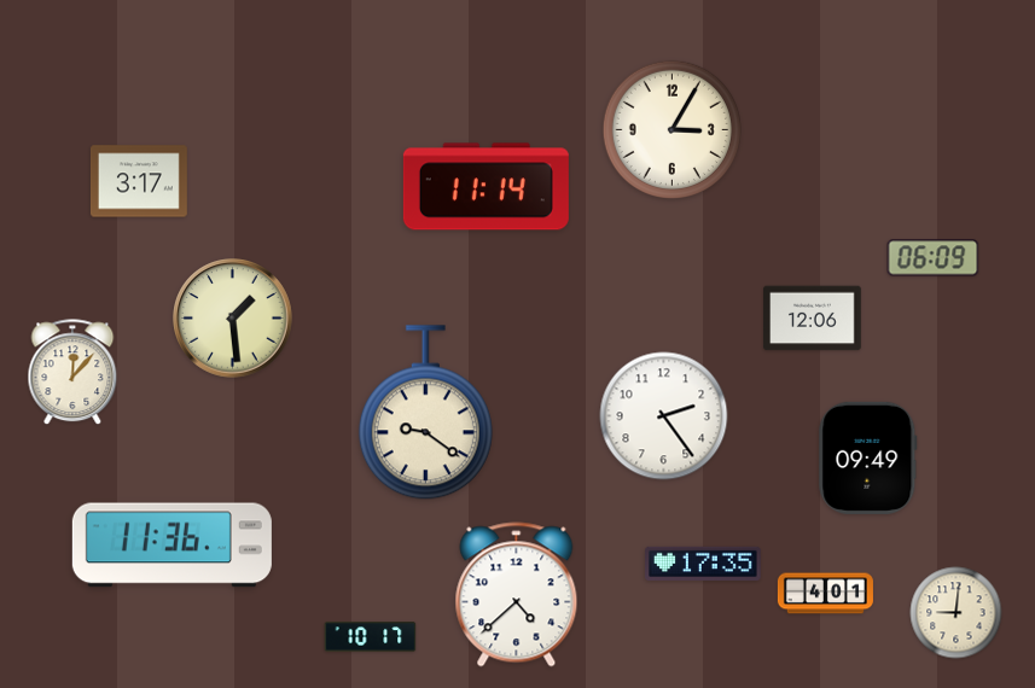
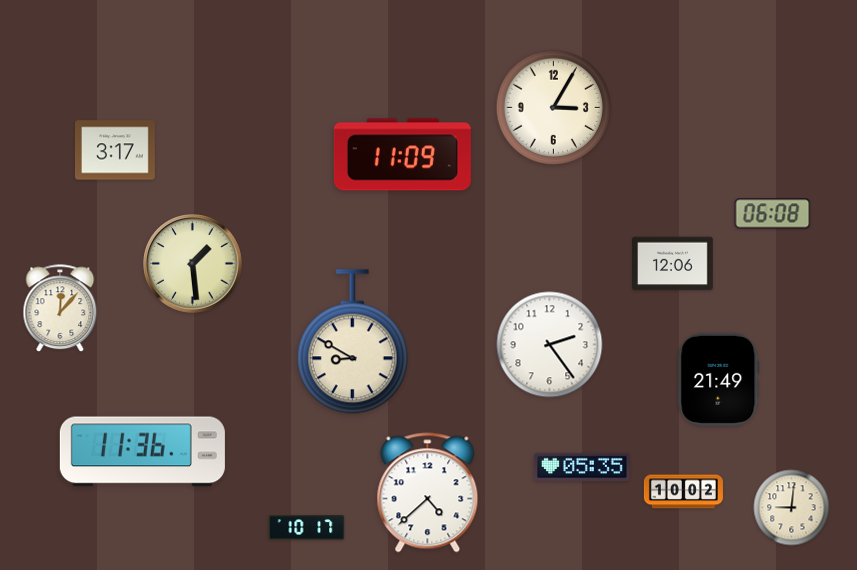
clock at (671, 129) position: (671, 129) -> (553, 107)
clock at (485, 187): 11:14 -> 11:09
clock at (934, 258): 06:09 -> 06:08
clock at (425, 413): 9:21 -> 8:50
clock at (868, 457): 09:49 -> 21:49
clock at (703, 564): 17:35 -> 05:35
clock at (825, 594): 4:01 -> 10:02
